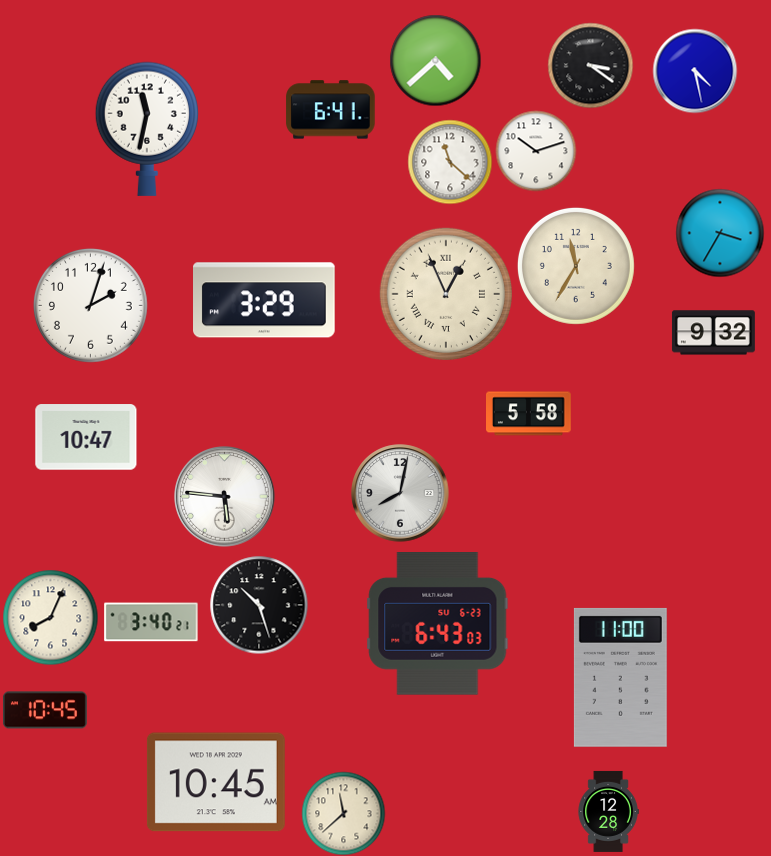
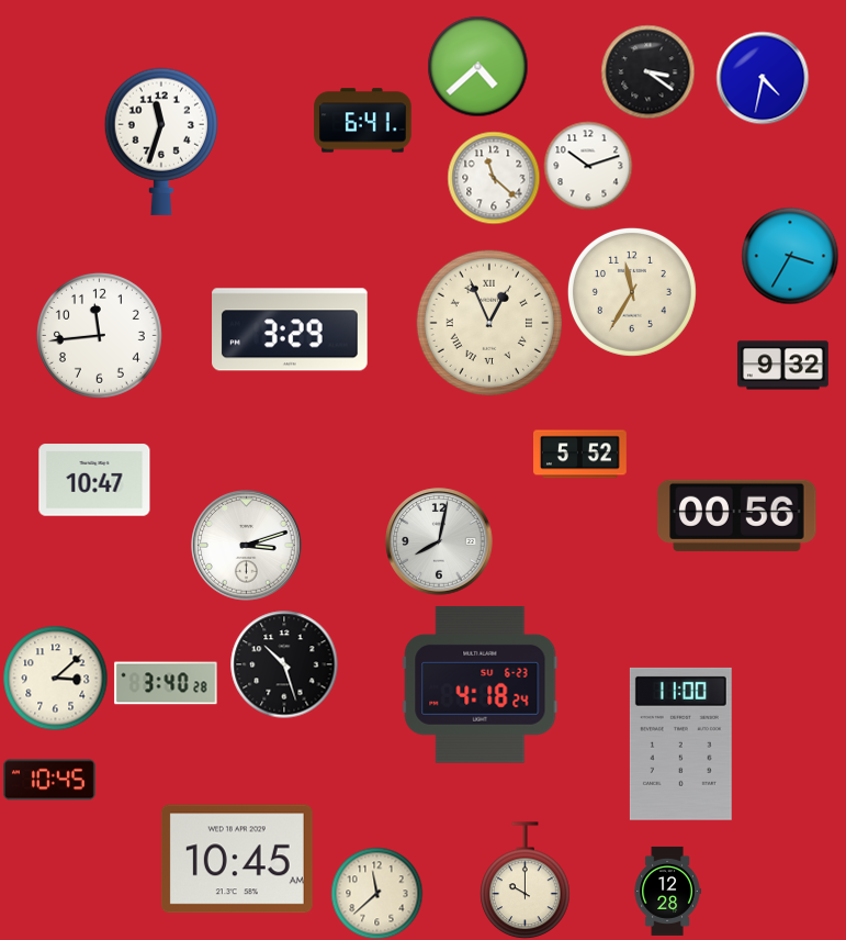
clock at (695, 71): 4:28 -> 4:32
clock at (147, 129): 11:32 -> 11:33
clock at (90, 305): 2:03 -> 11:44
clock at (529, 414): 5:58 -> 5:52
clock at (737, 515): none -> 00:56
clock at (225, 497): 5:46 -> 3:12
clock at (50, 617): 8:04 -> 3:08
clock at (151, 622): 3:40:21 -> 3:40:28
clock at (438, 624): 6:43 -> 4:18
clock at (526, 881): none -> 10:00
